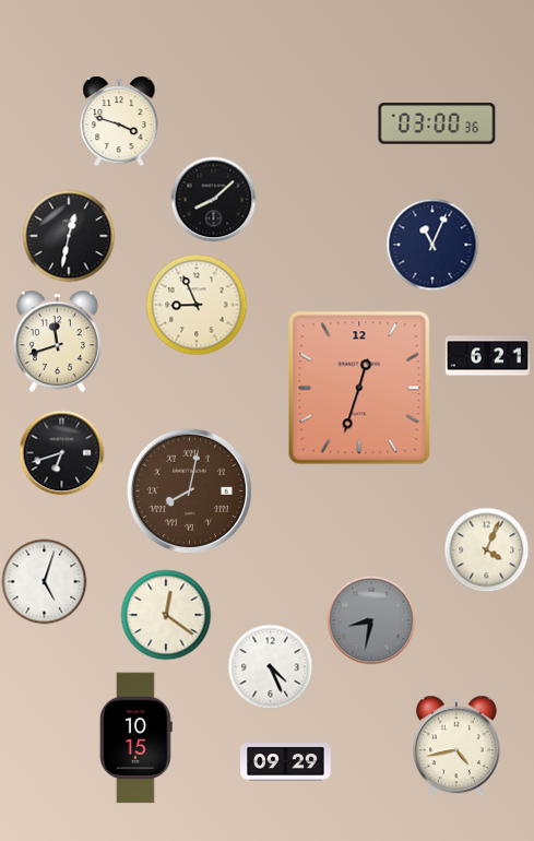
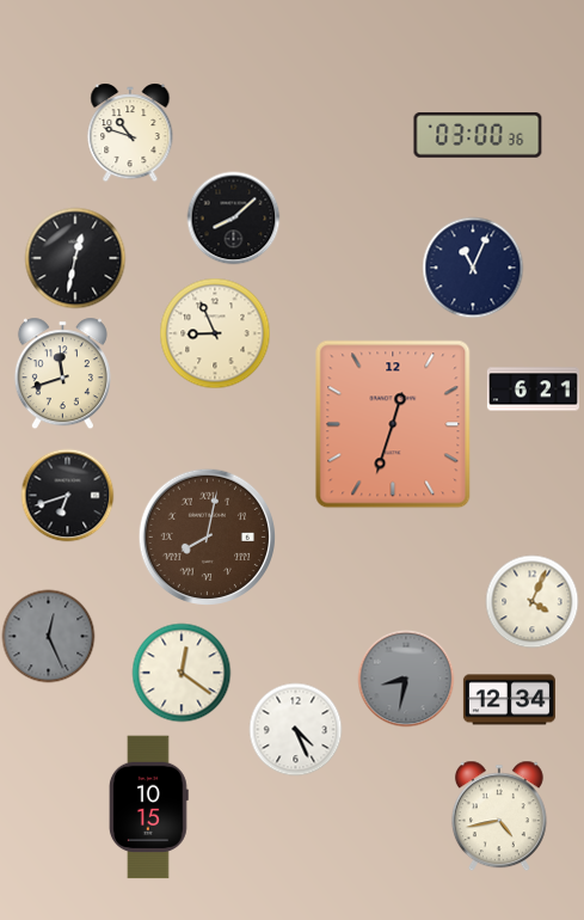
clock at (119, 121): 3:48 -> 10:48
clock at (44, 581): 5:03 -> 12:26
clock at (44, 581) dial: white -> grey
clock at (509, 700): none -> 12:34
clock at (286, 762): 09:29 -> none
